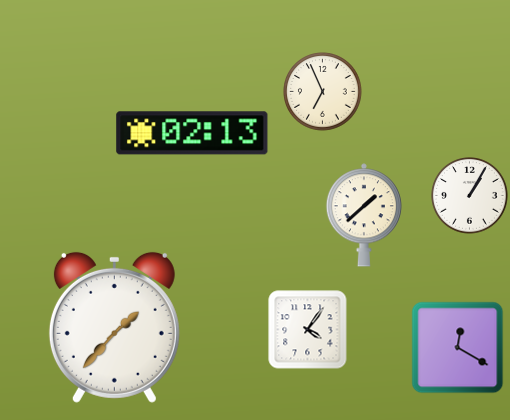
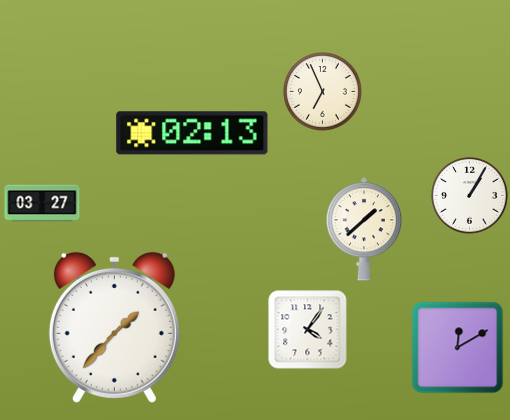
clock at (42, 203): none -> 03:27
clock at (364, 215) position: (364, 215) -> (364, 229)
clock at (458, 348): 12:20 -> 12:10
